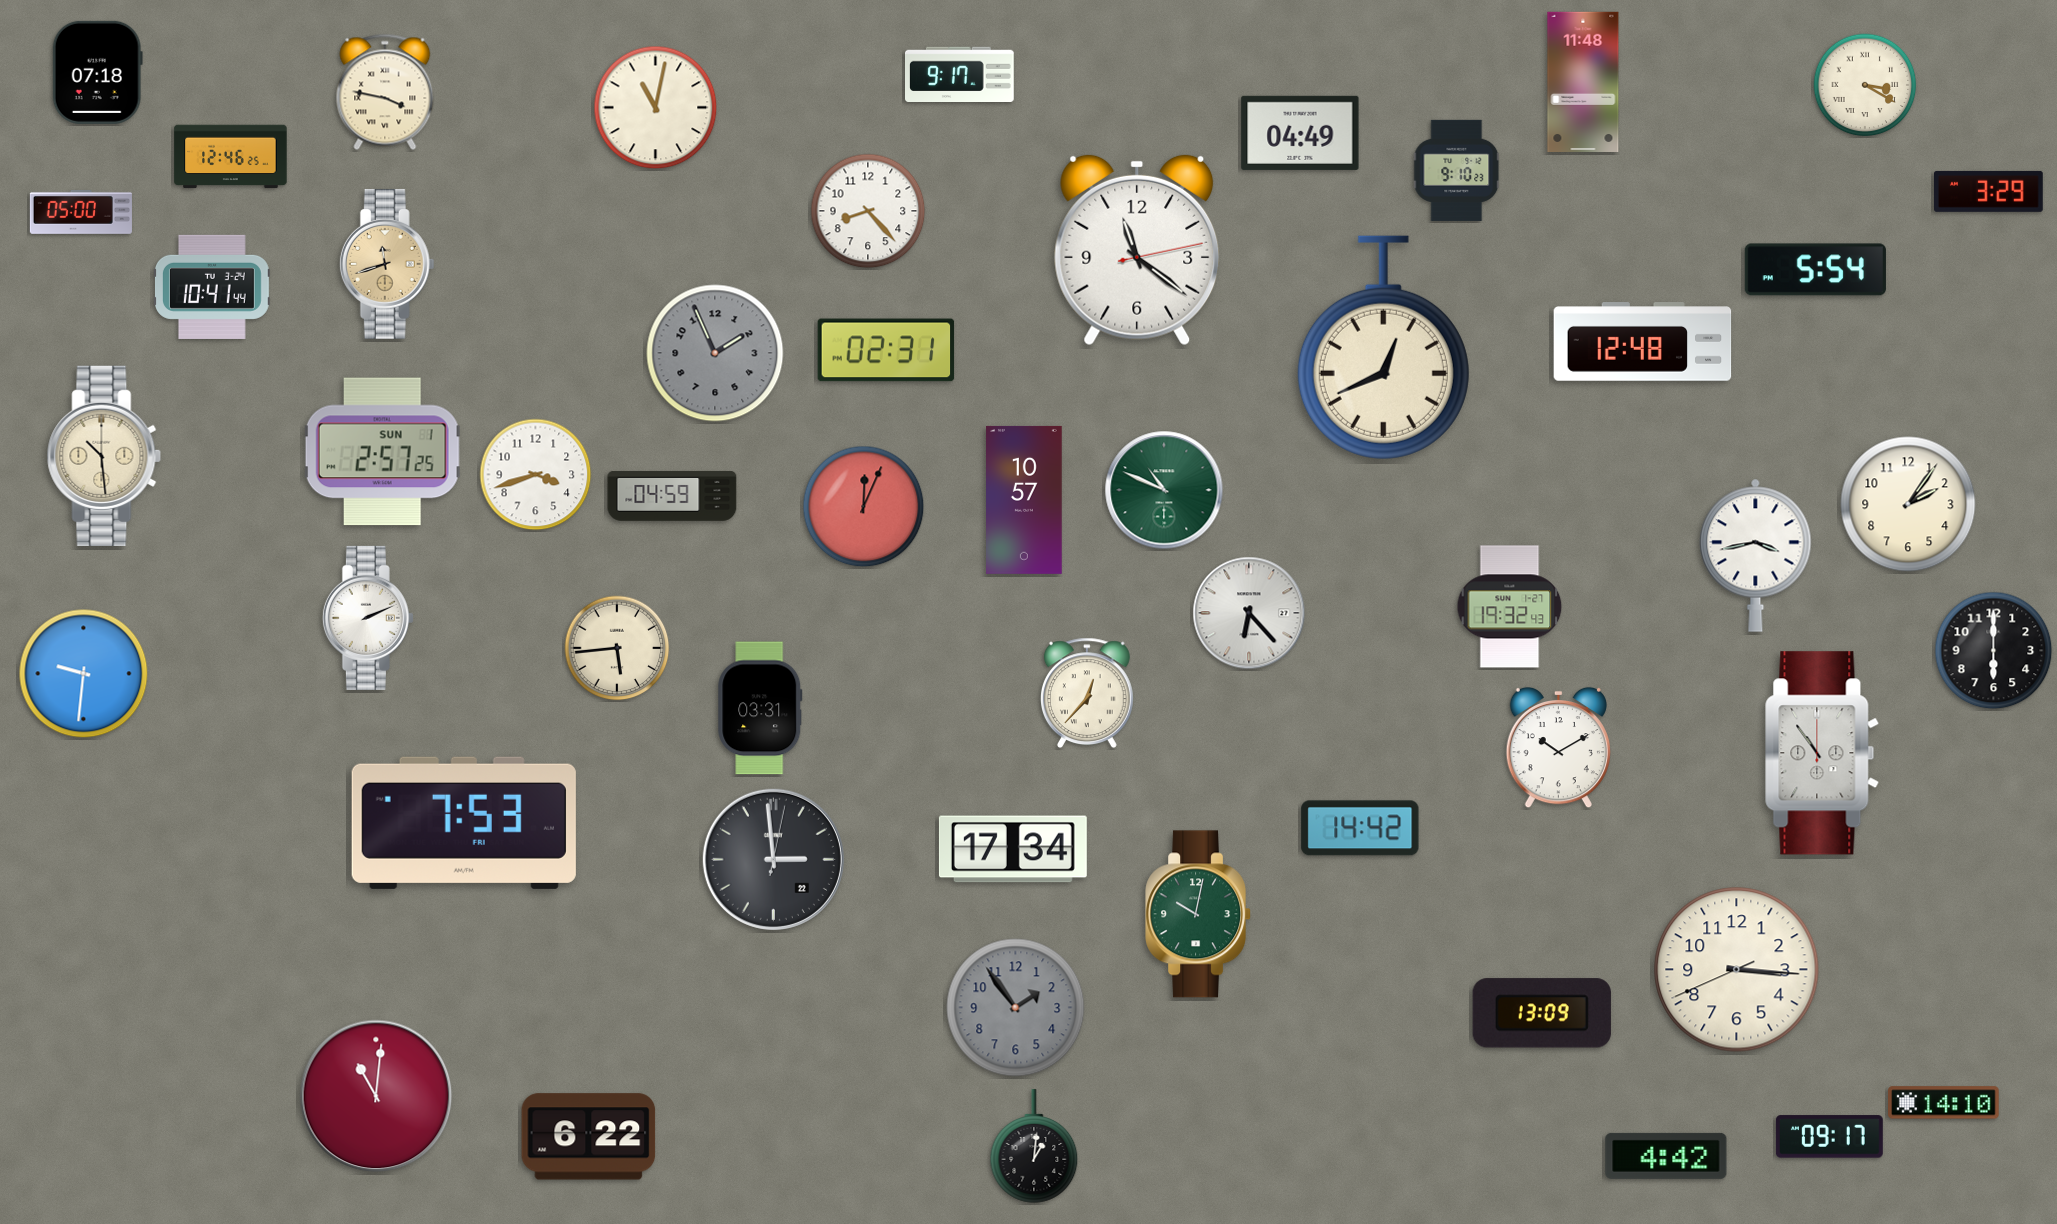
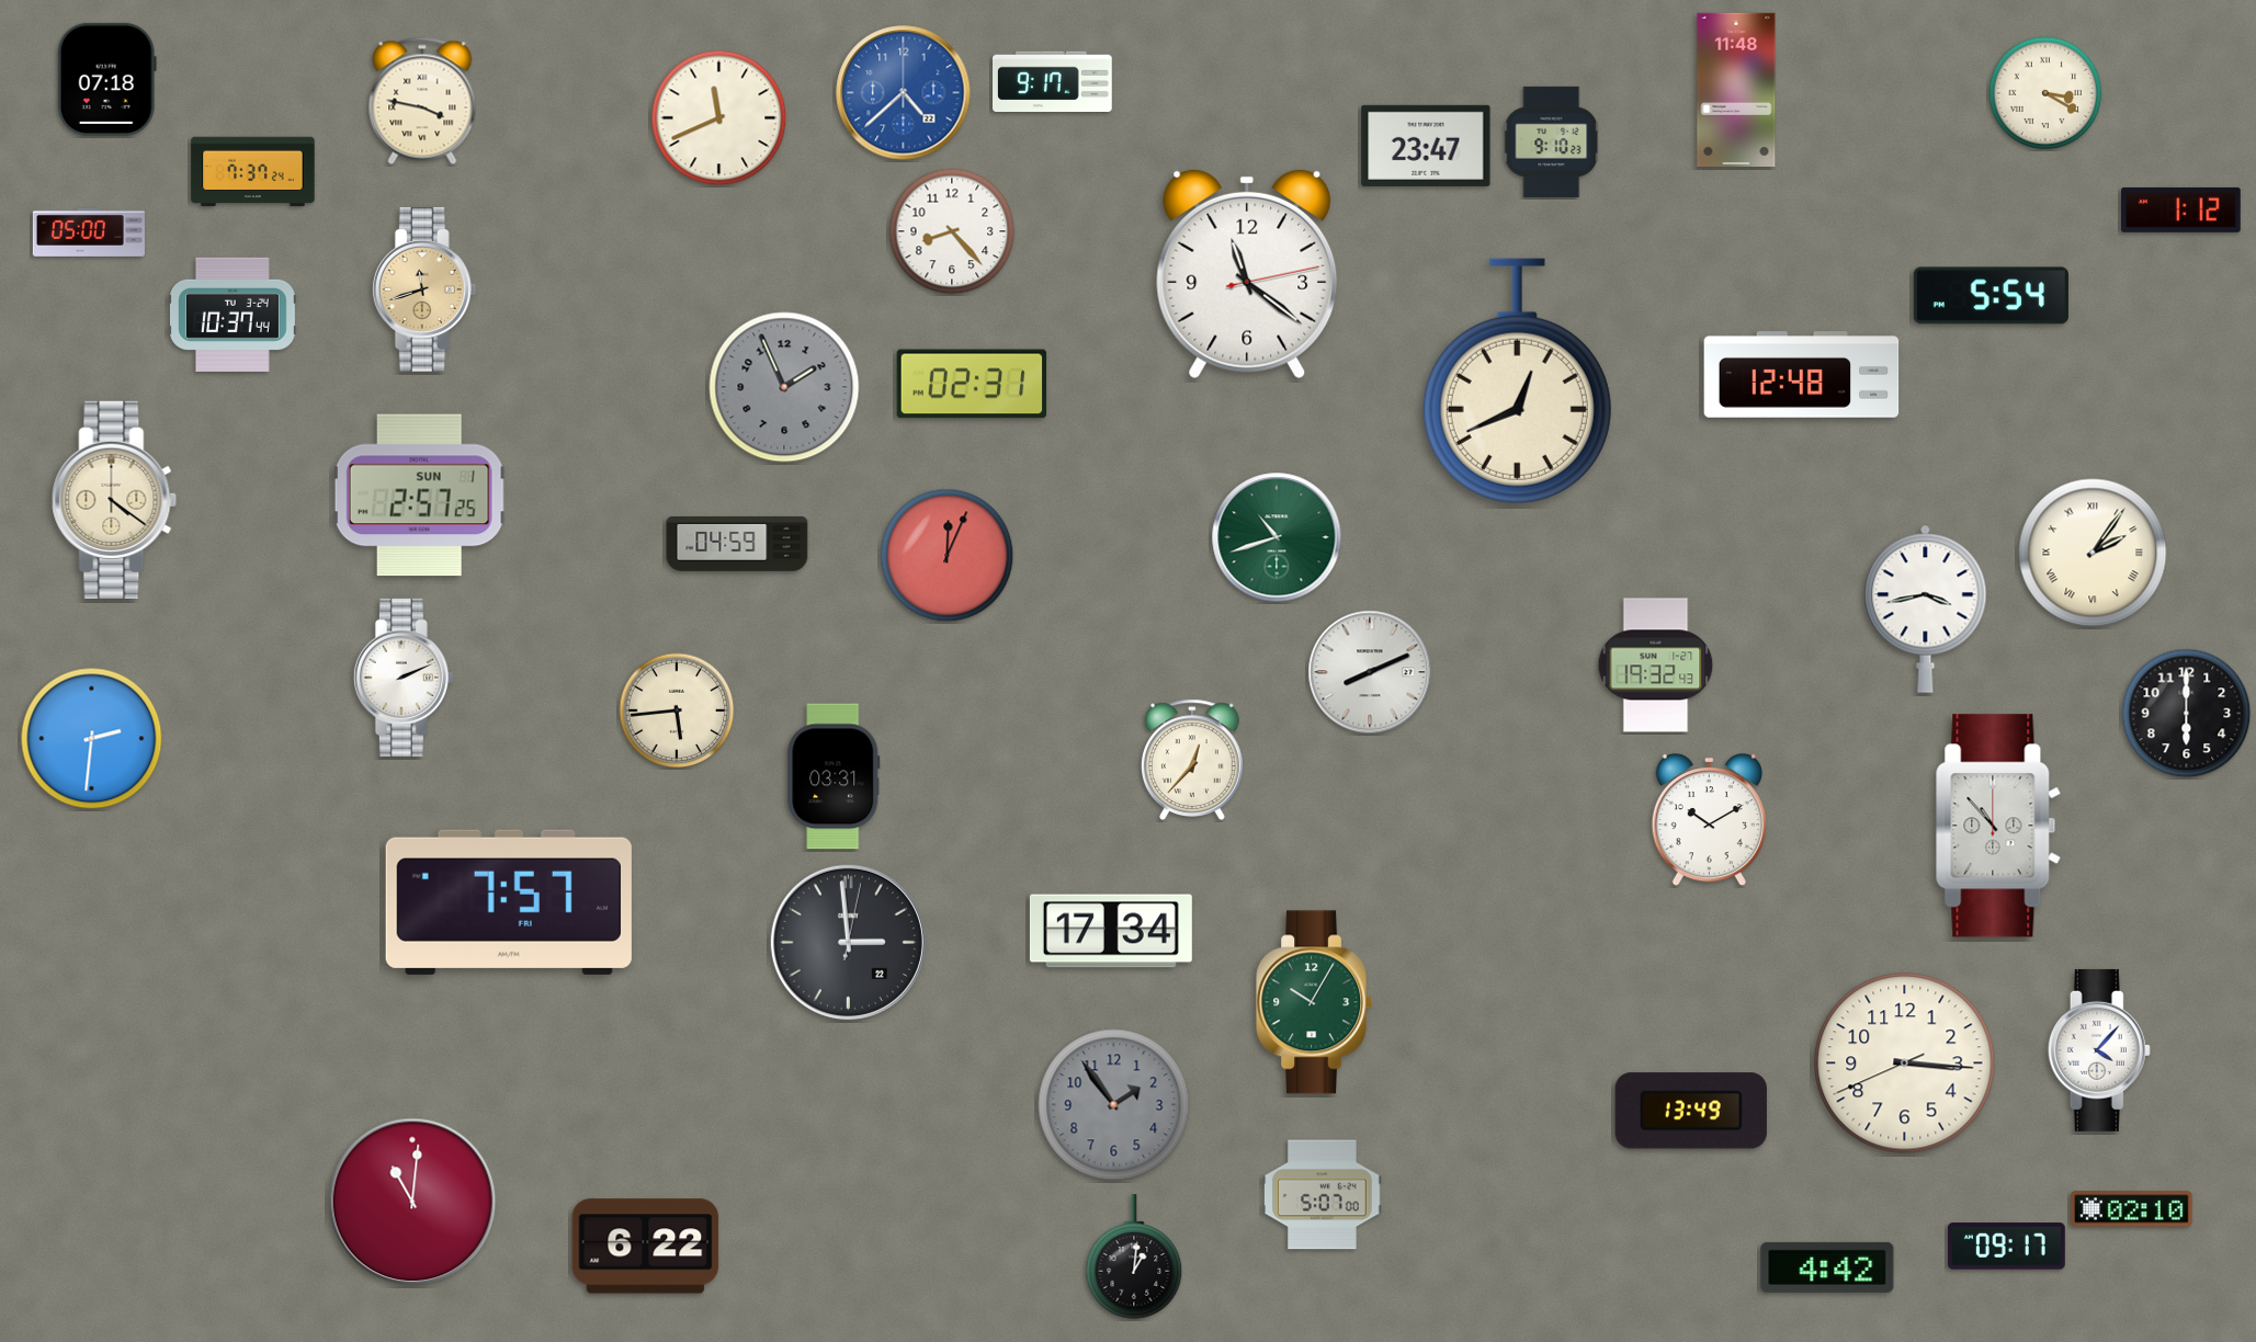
clock at (904, 93): none -> 4:38
clock at (656, 108): 11:02 -> 11:41
clock at (1300, 133): 04:49 -> 23:47
clock at (231, 157): 12:46 -> 7:37
clock at (1457, 170) position: (1457, 170) -> (1552, 141)
clock at (1989, 191): 3:29 -> 1:12
clock at (212, 287): 10:41 -> 10:37
clock at (104, 456): 10:29 -> 4:21
clock at (536, 475): 3:42 -> none
clock at (1164, 490): 10:49 -> 10:42
clock at (1024, 500): 10:57 -> none
clock at (1908, 504) numerals: Arabic -> Roman
clock at (1249, 613): 6:23 -> 8:11
clock at (84, 674): 9:31 -> 2:31
clock at (1822, 753): 10:54 -> 10:53
clock at (464, 823): 7:53 -> 7:57
clock at (1360, 828): 14:42 -> none
clock at (1199, 914): 10:02 -> 10:05
clock at (2099, 1050): none -> 4:07
clock at (1542, 1013): 13:09 -> 13:49
clock at (1323, 1195): none -> 5:07
clock at (1944, 1103): 14:10 -> 02:10
